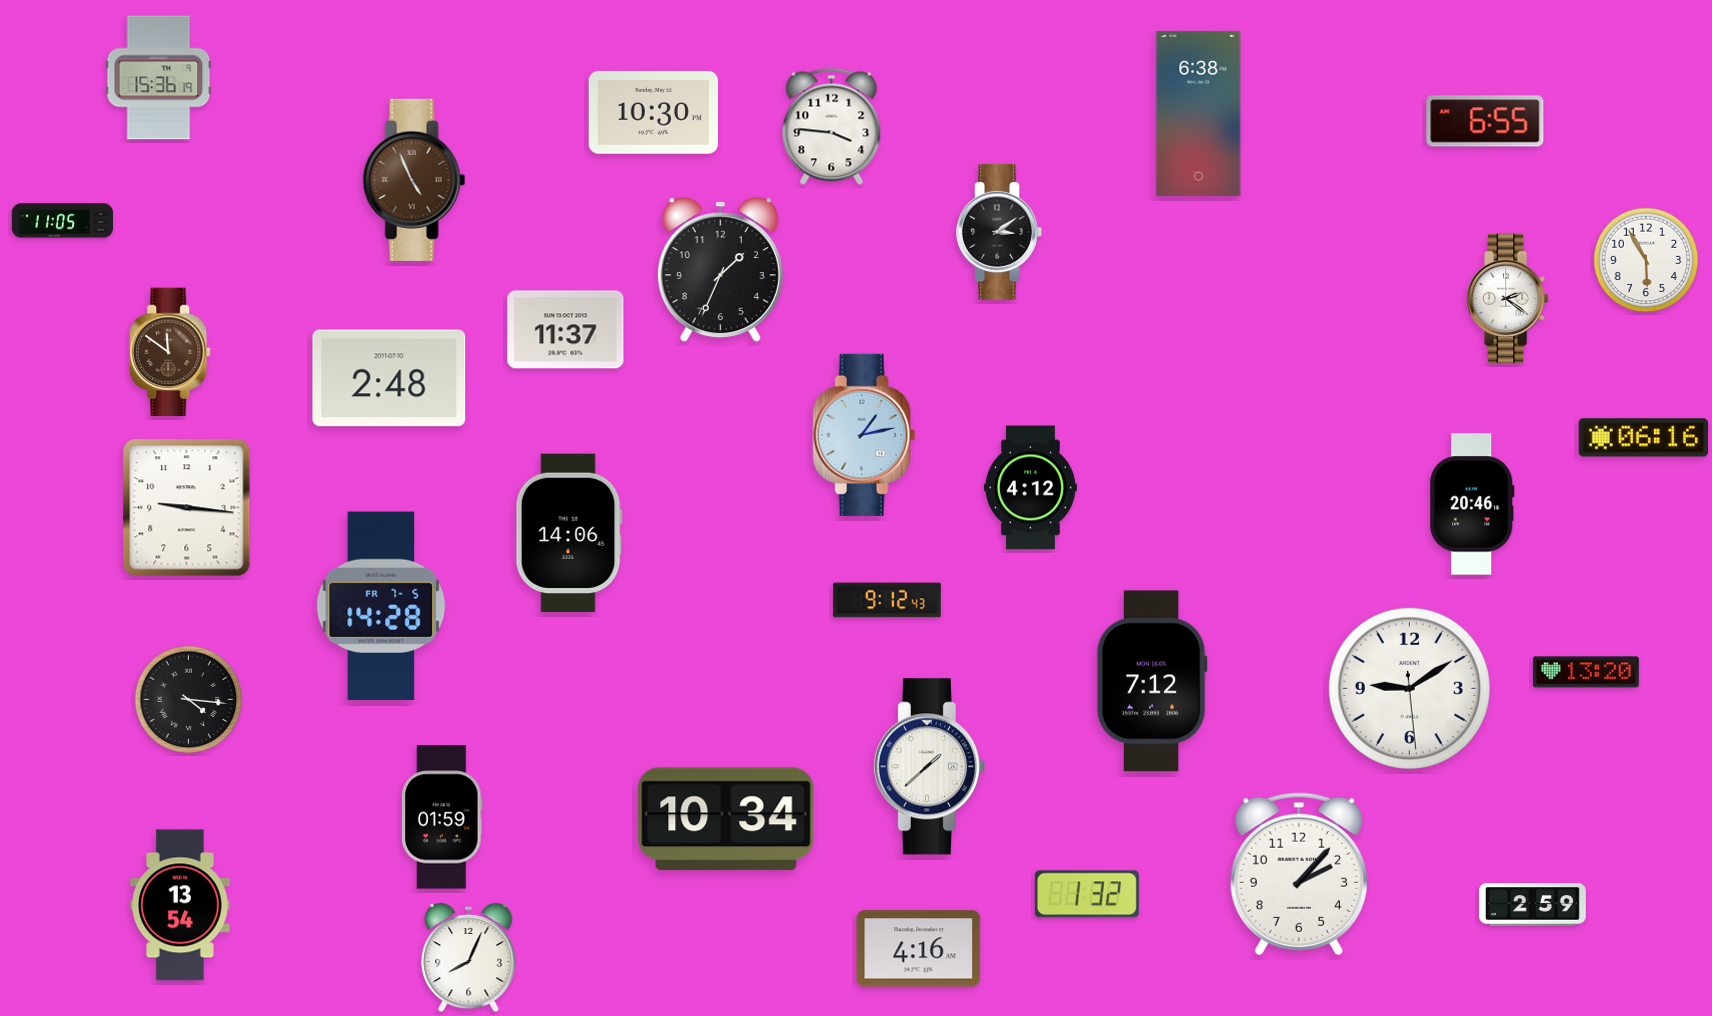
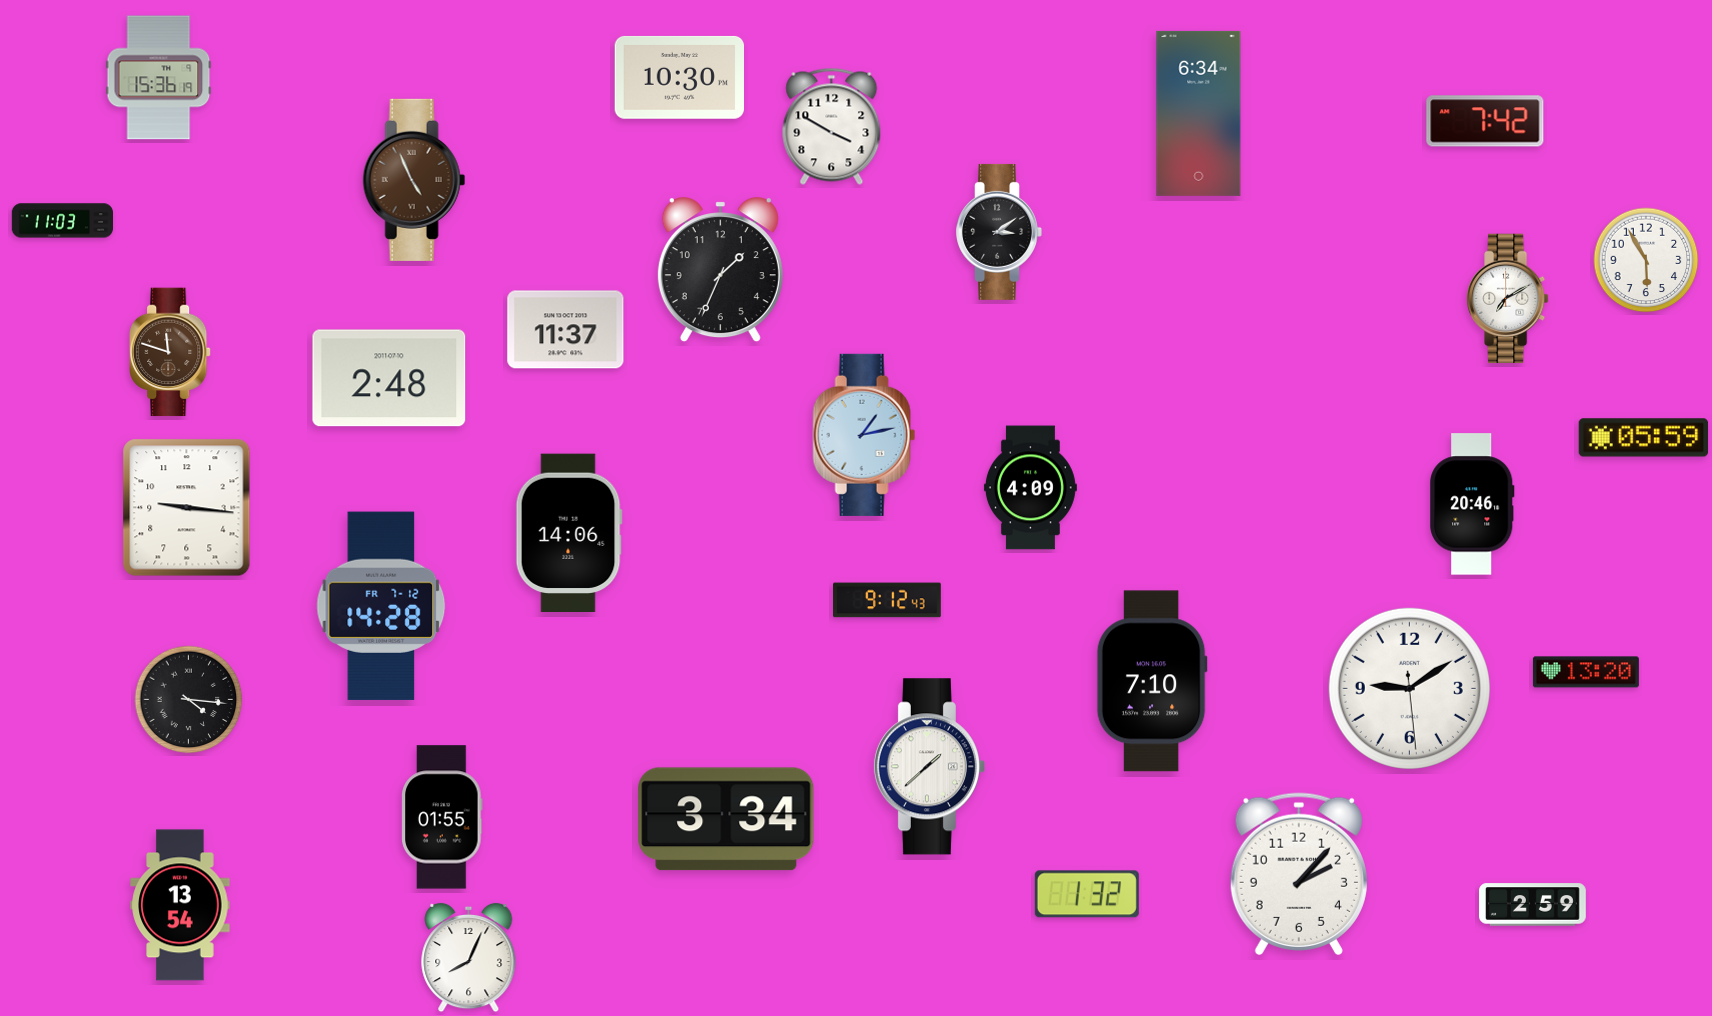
clock at (653, 112) position: (653, 112) -> (679, 77)
clock at (1199, 113): 6:38 -> 6:34
clock at (1485, 121): 6:55 -> 7:42
clock at (832, 126): 3:46 -> 3:50
clock at (63, 221): 11:05 -> 11:03
clock at (1508, 299): 2:21 -> 7:10
clock at (171, 352): 11:51 -> 11:48
clock at (1644, 438): 06:16 -> 05:59
clock at (1030, 488): 4:12 -> 4:09
clock at (381, 606) date: FR 7-5 -> FR 7-12
clock at (1152, 681): 7:12 -> 7:10
clock at (442, 817): 01:59 -> 01:55
clock at (726, 819): 10:34 -> 3:34
clock at (919, 949): 4:16 -> none
